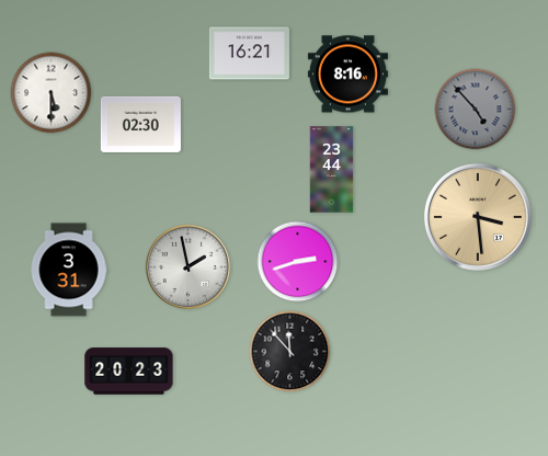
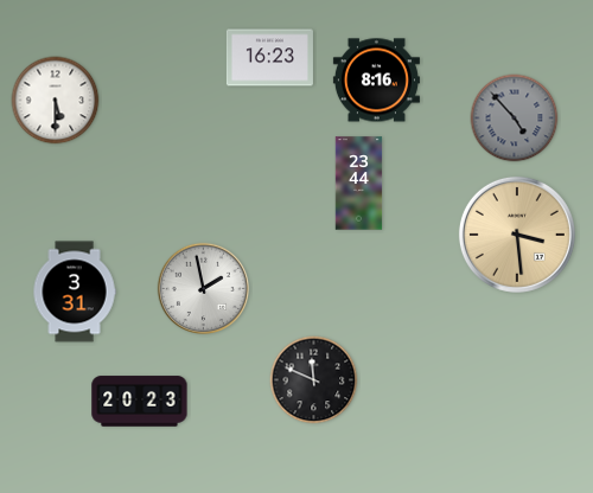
clock at (249, 54): 16:21 -> 16:23
clock at (140, 124): 02:30 -> none
clock at (298, 262): 2:42 -> none
clock at (290, 352): 11:53 -> 11:49
